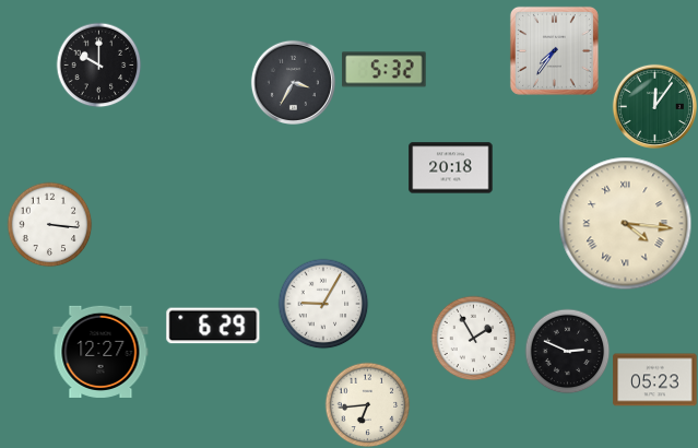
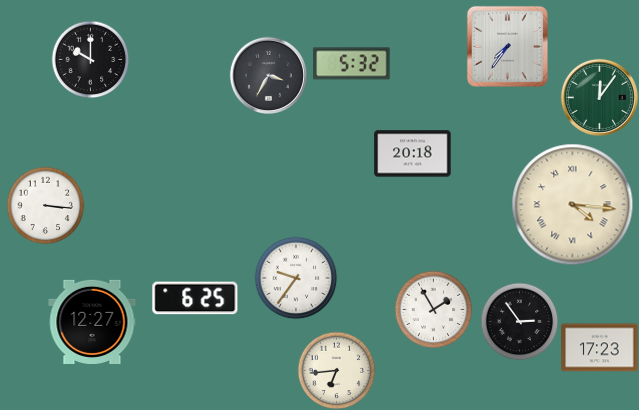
clock at (323, 304): 9:05 -> 9:36
clock at (213, 326): 6:29 -> 6:25
clock at (567, 351): 2:49 -> 2:54
clock at (655, 380): 05:23 -> 17:23
